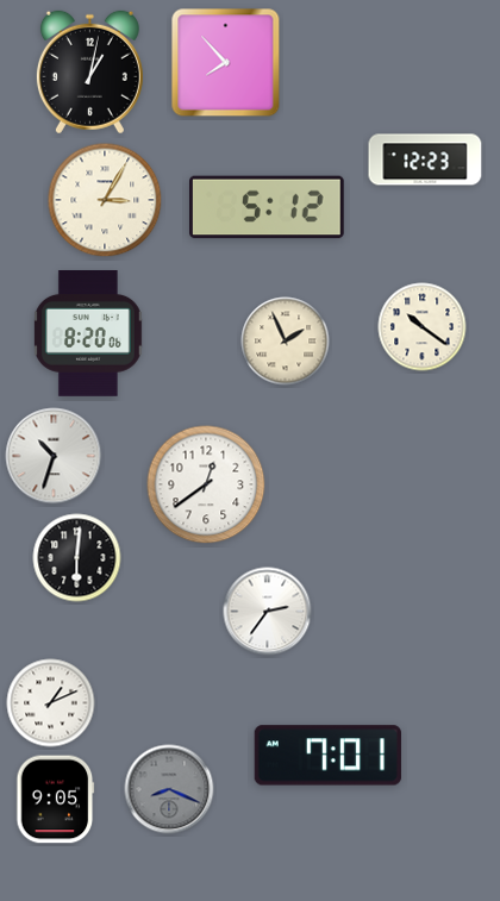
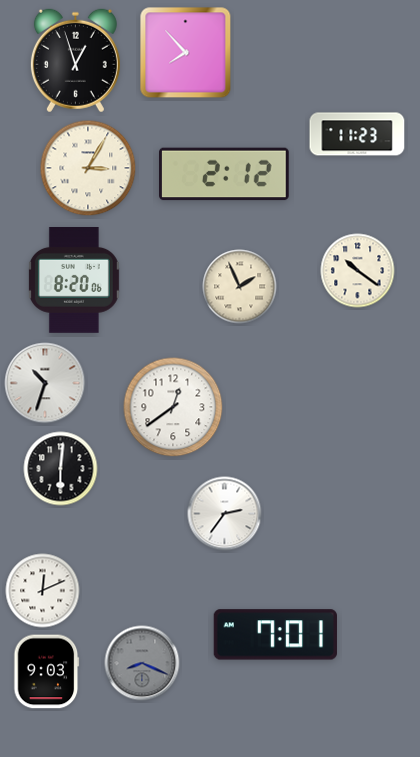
clock at (226, 63) position: (226, 63) -> (186, 53)
clock at (89, 73): 1:02 -> 12:57
clock at (425, 159): 12:23 -> 11:23
clock at (268, 207): 5:12 -> 2:12
clock at (423, 327) position: (423, 327) -> (358, 271)
clock at (77, 558) position: (77, 558) -> (61, 469)
clock at (51, 703): 1:11 -> 12:11
clock at (56, 800): 9:05 -> 9:03
